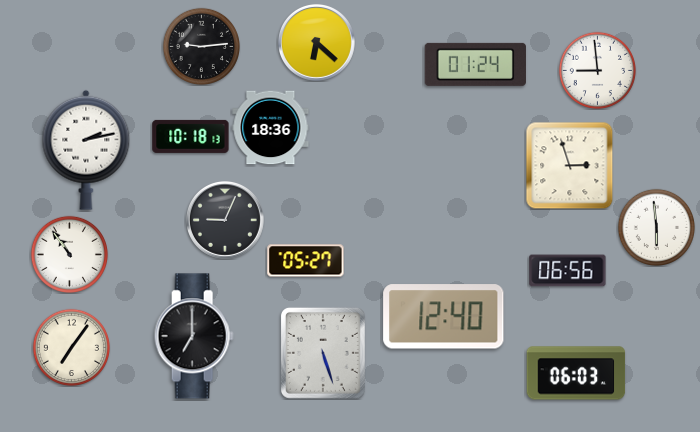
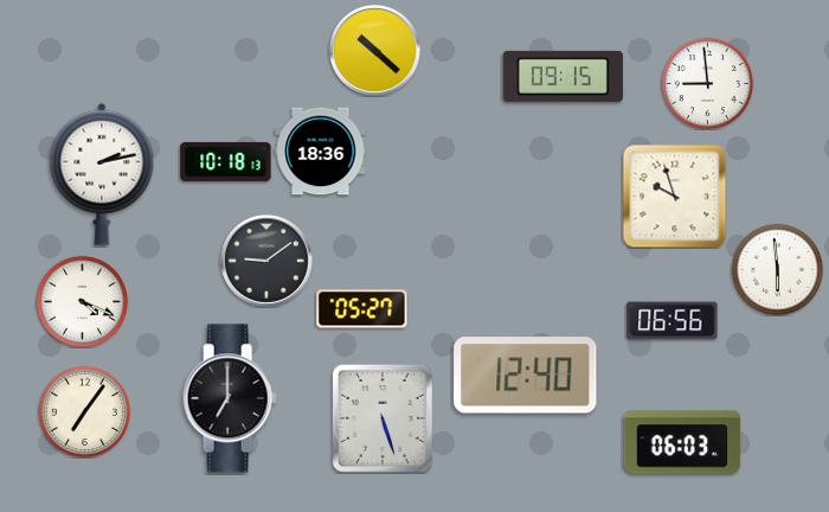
clock at (316, 42): 6:22 -> 10:22
clock at (201, 46): 9:14 -> none
clock at (475, 64): 01:24 -> 09:15
clock at (86, 150) position: (86, 150) -> (102, 174)
clock at (570, 166): 2:57 -> 9:57
clock at (225, 220): 9:04 -> 9:09
clock at (69, 254): 10:54 -> 4:19
